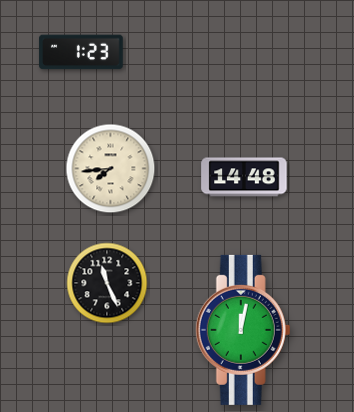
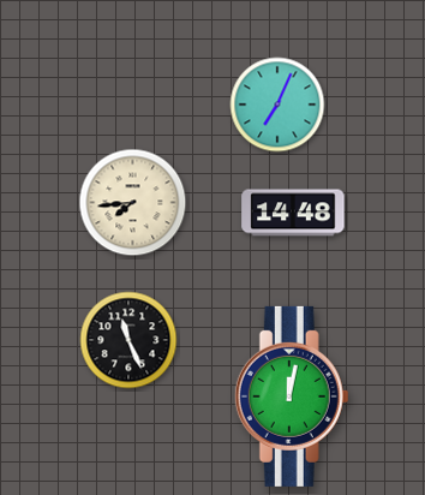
clock at (81, 52): 1:23 -> none
clock at (277, 105): none -> 7:04
